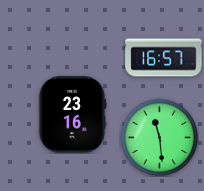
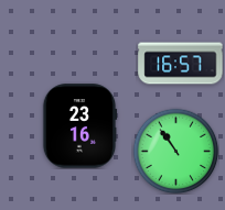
clock at (159, 137): 11:29 -> 10:54
